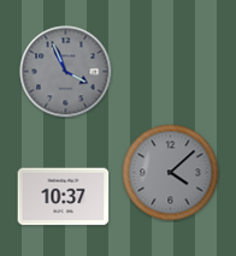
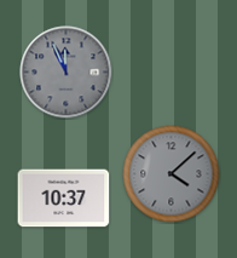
clock at (66, 72): 3:56 -> 11:56
